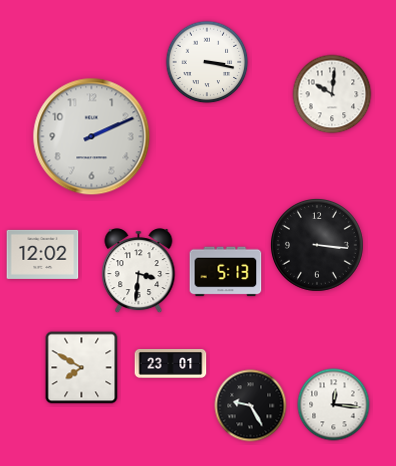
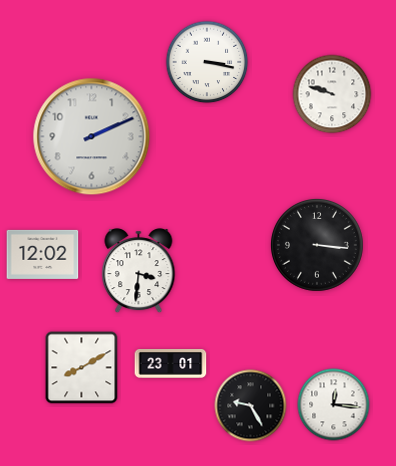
clock at (332, 94): 10:01 -> 9:48
clock at (226, 272): 5:13 -> none
clock at (82, 368): 7:50 -> 8:10
